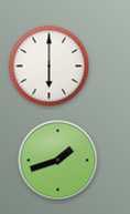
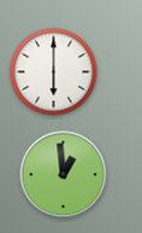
clock at (58, 161): 1:42 -> 12:59
